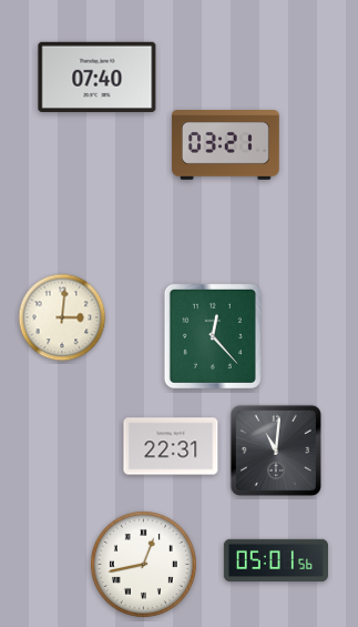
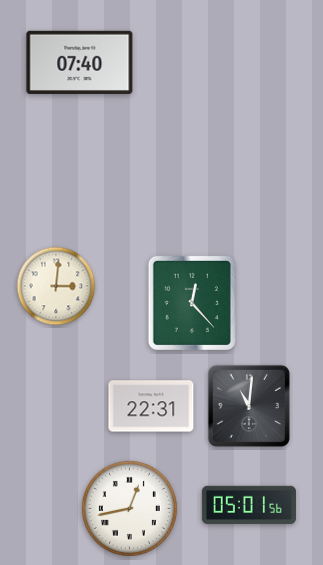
clock at (98, 77) position: (98, 77) -> (80, 62)
clock at (225, 145): 03:21 -> none
clock at (171, 446) position: (171, 446) -> (151, 406)
